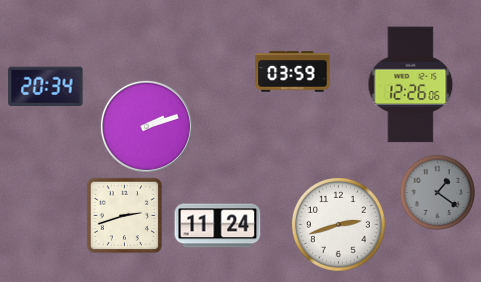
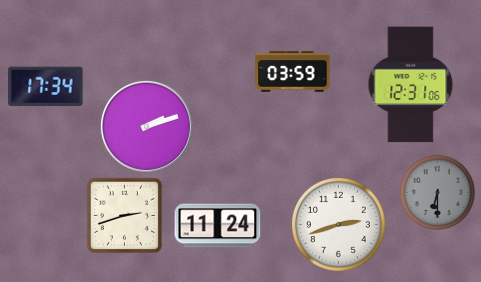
clock at (411, 85): 12:26 -> 12:31
clock at (46, 87): 20:34 -> 17:34
clock at (437, 192): 1:21 -> 6:30
